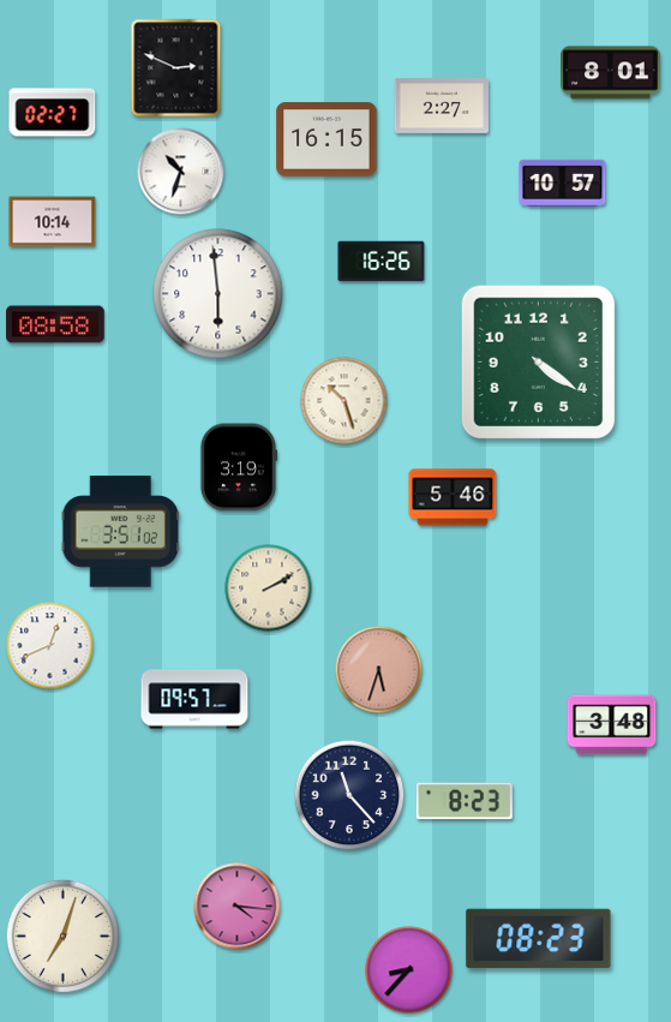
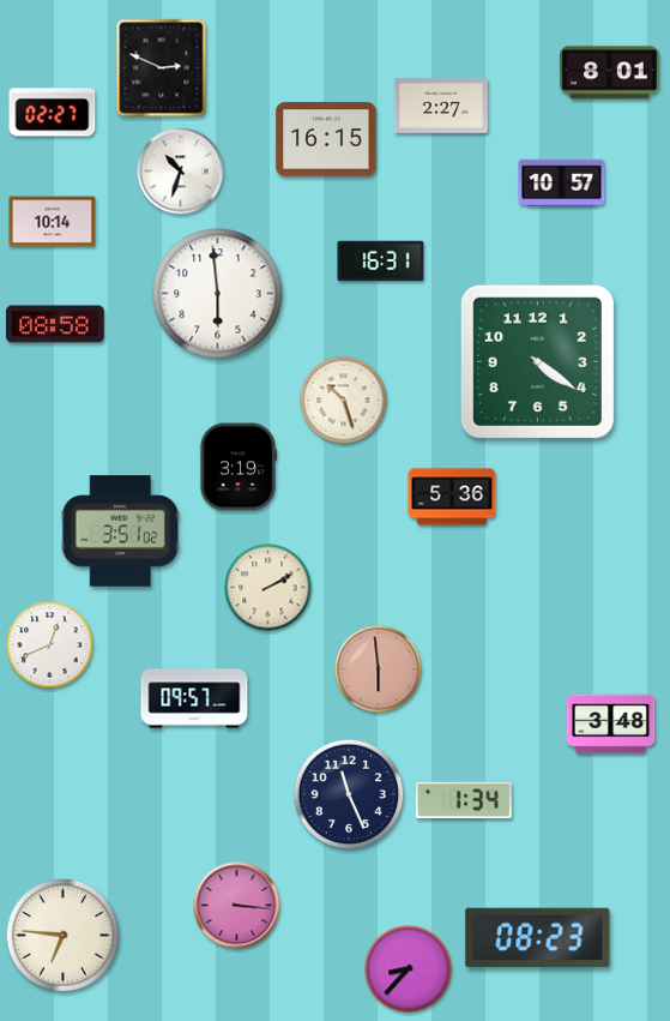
clock at (176, 68) position: (176, 68) -> (162, 68)
clock at (382, 262): 16:26 -> 16:31
clock at (453, 497): 5:46 -> 5:36
clock at (379, 670): 5:33 -> 5:59
clock at (349, 795): 11:23 -> 11:26
clock at (465, 801): 8:23 -> 1:34
clock at (238, 907): 4:16 -> 3:16
clock at (62, 936): 7:03 -> 6:46
